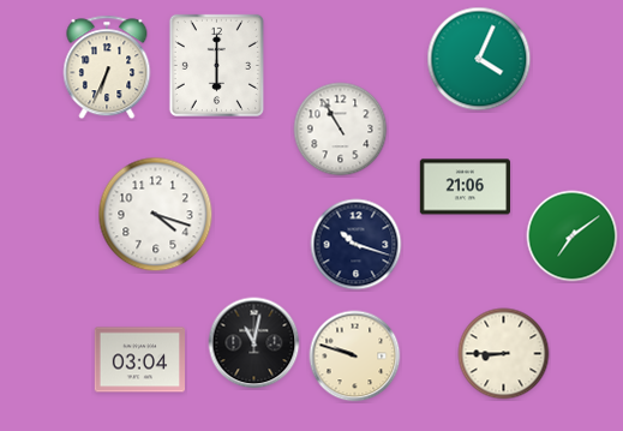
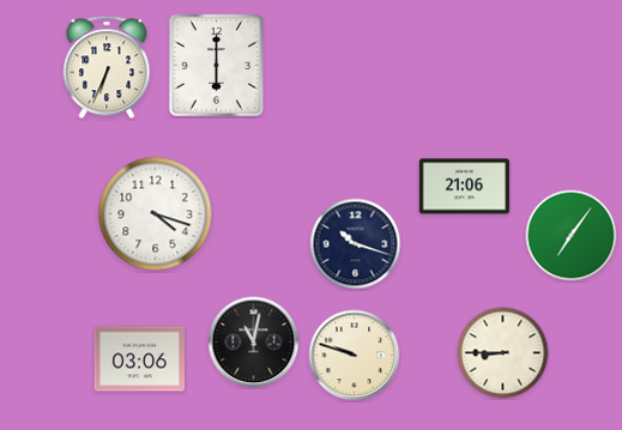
clock at (479, 59): 4:04 -> none
clock at (341, 130): 10:55 -> none
clock at (573, 237): 7:09 -> 7:06
clock at (139, 360): 03:04 -> 03:06
